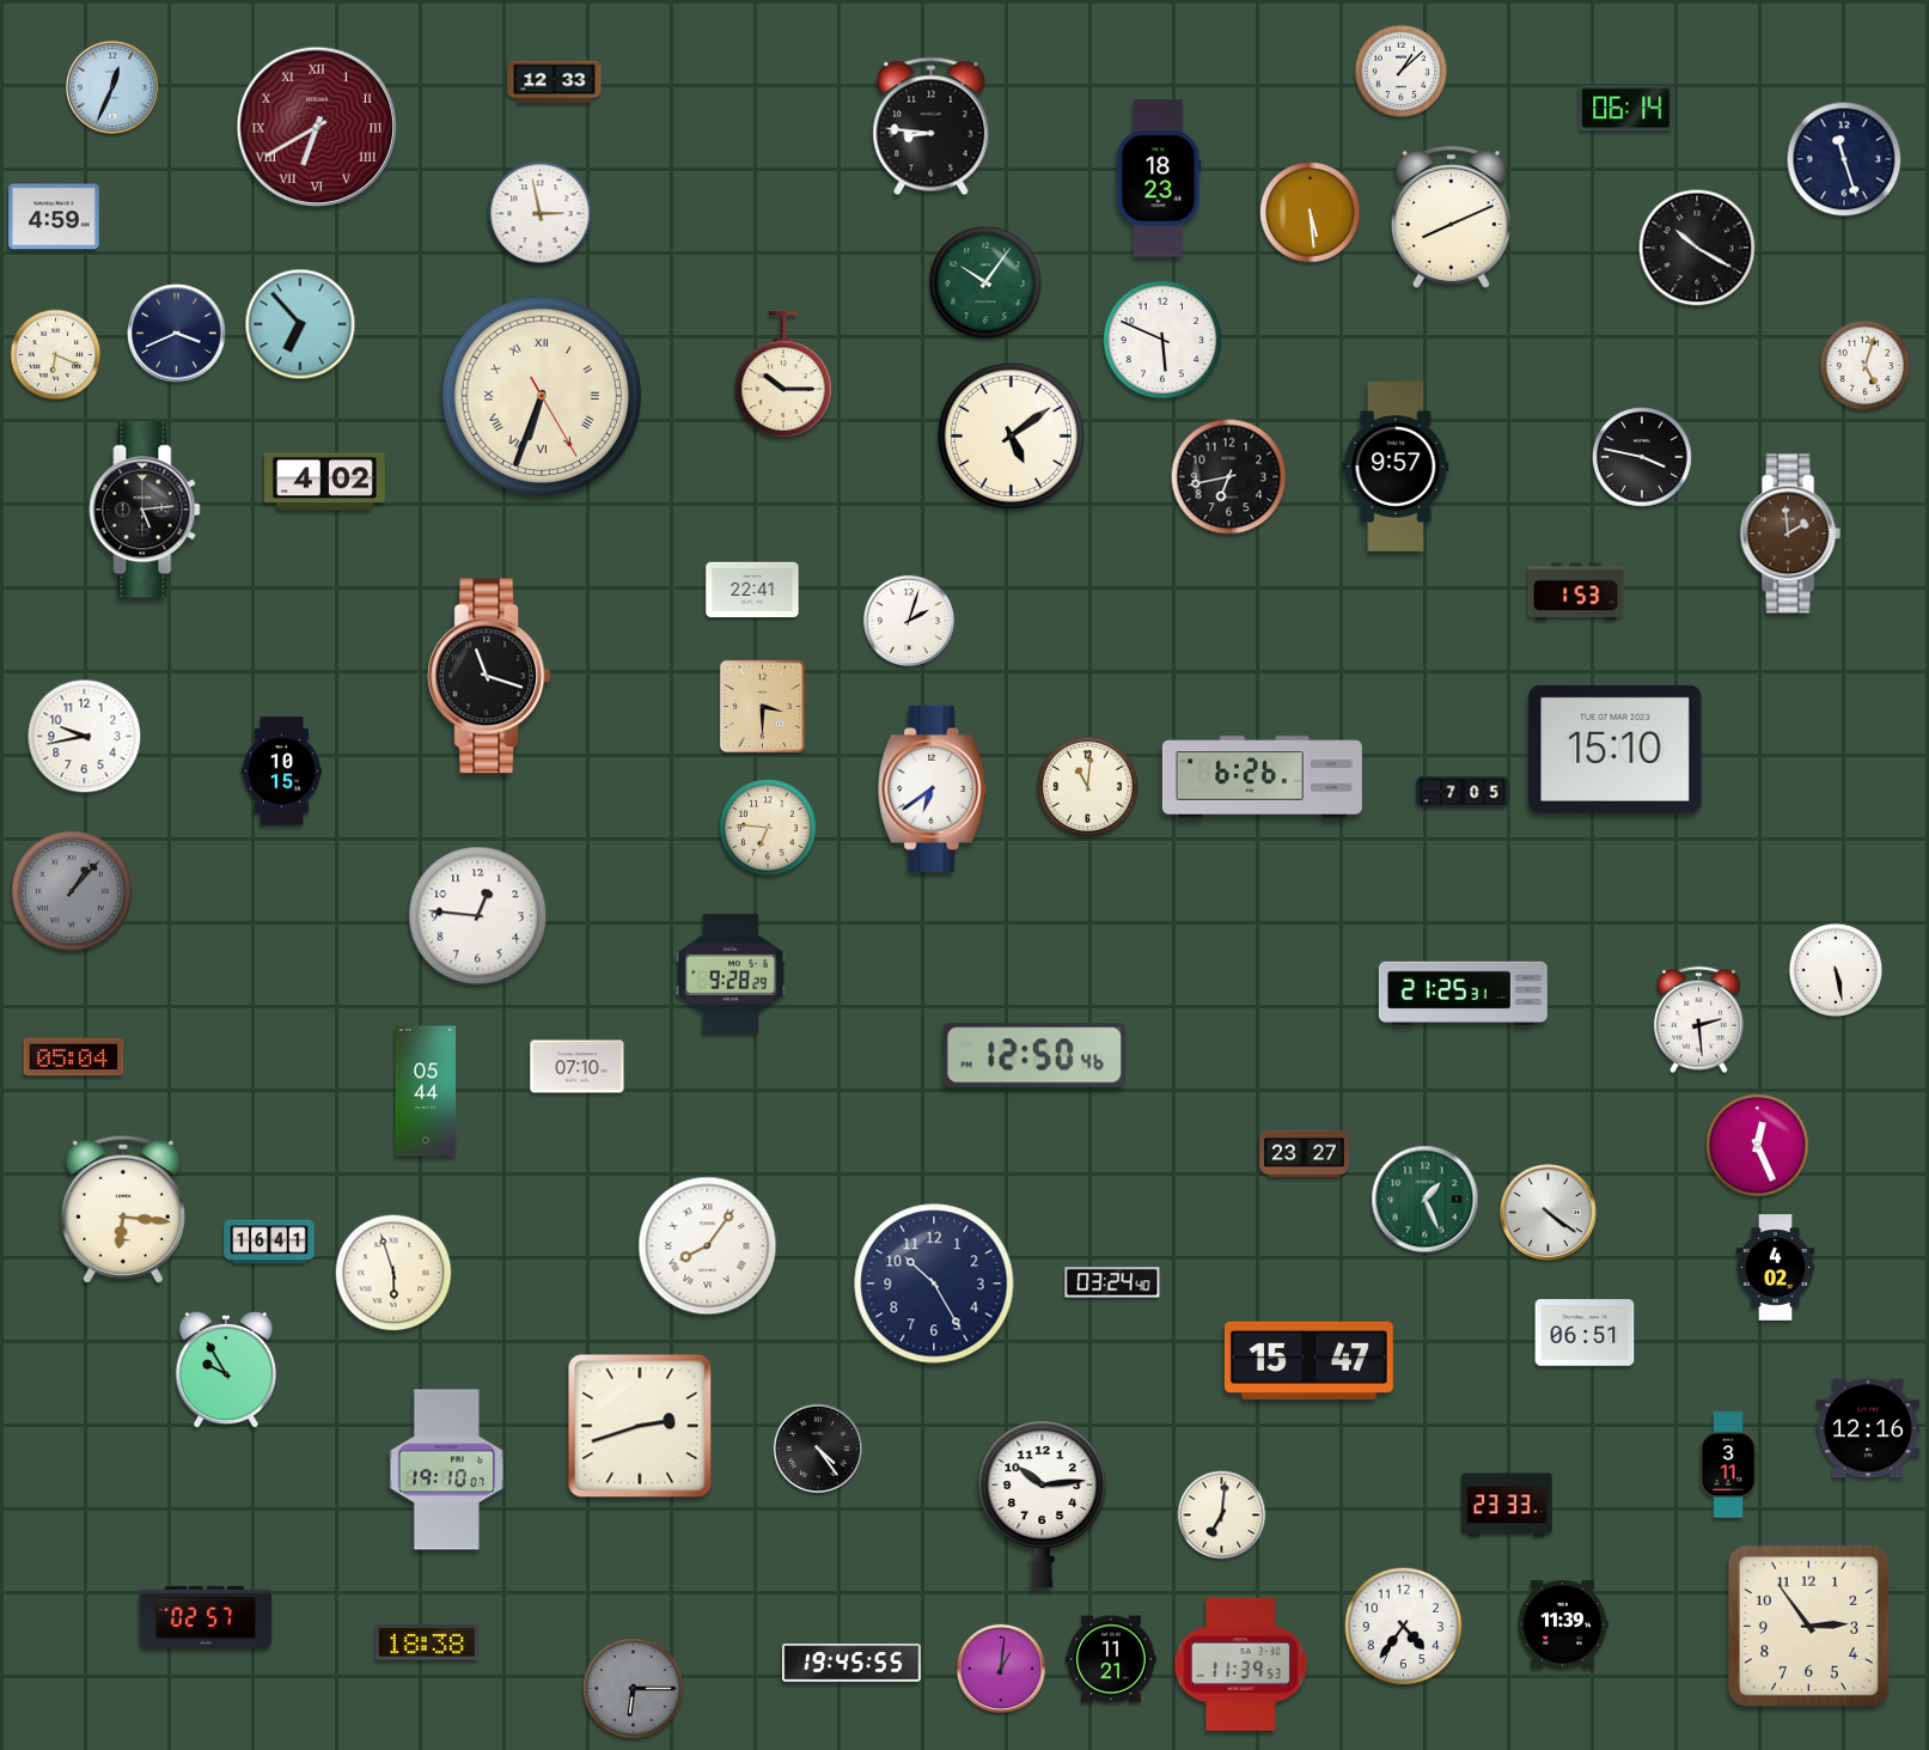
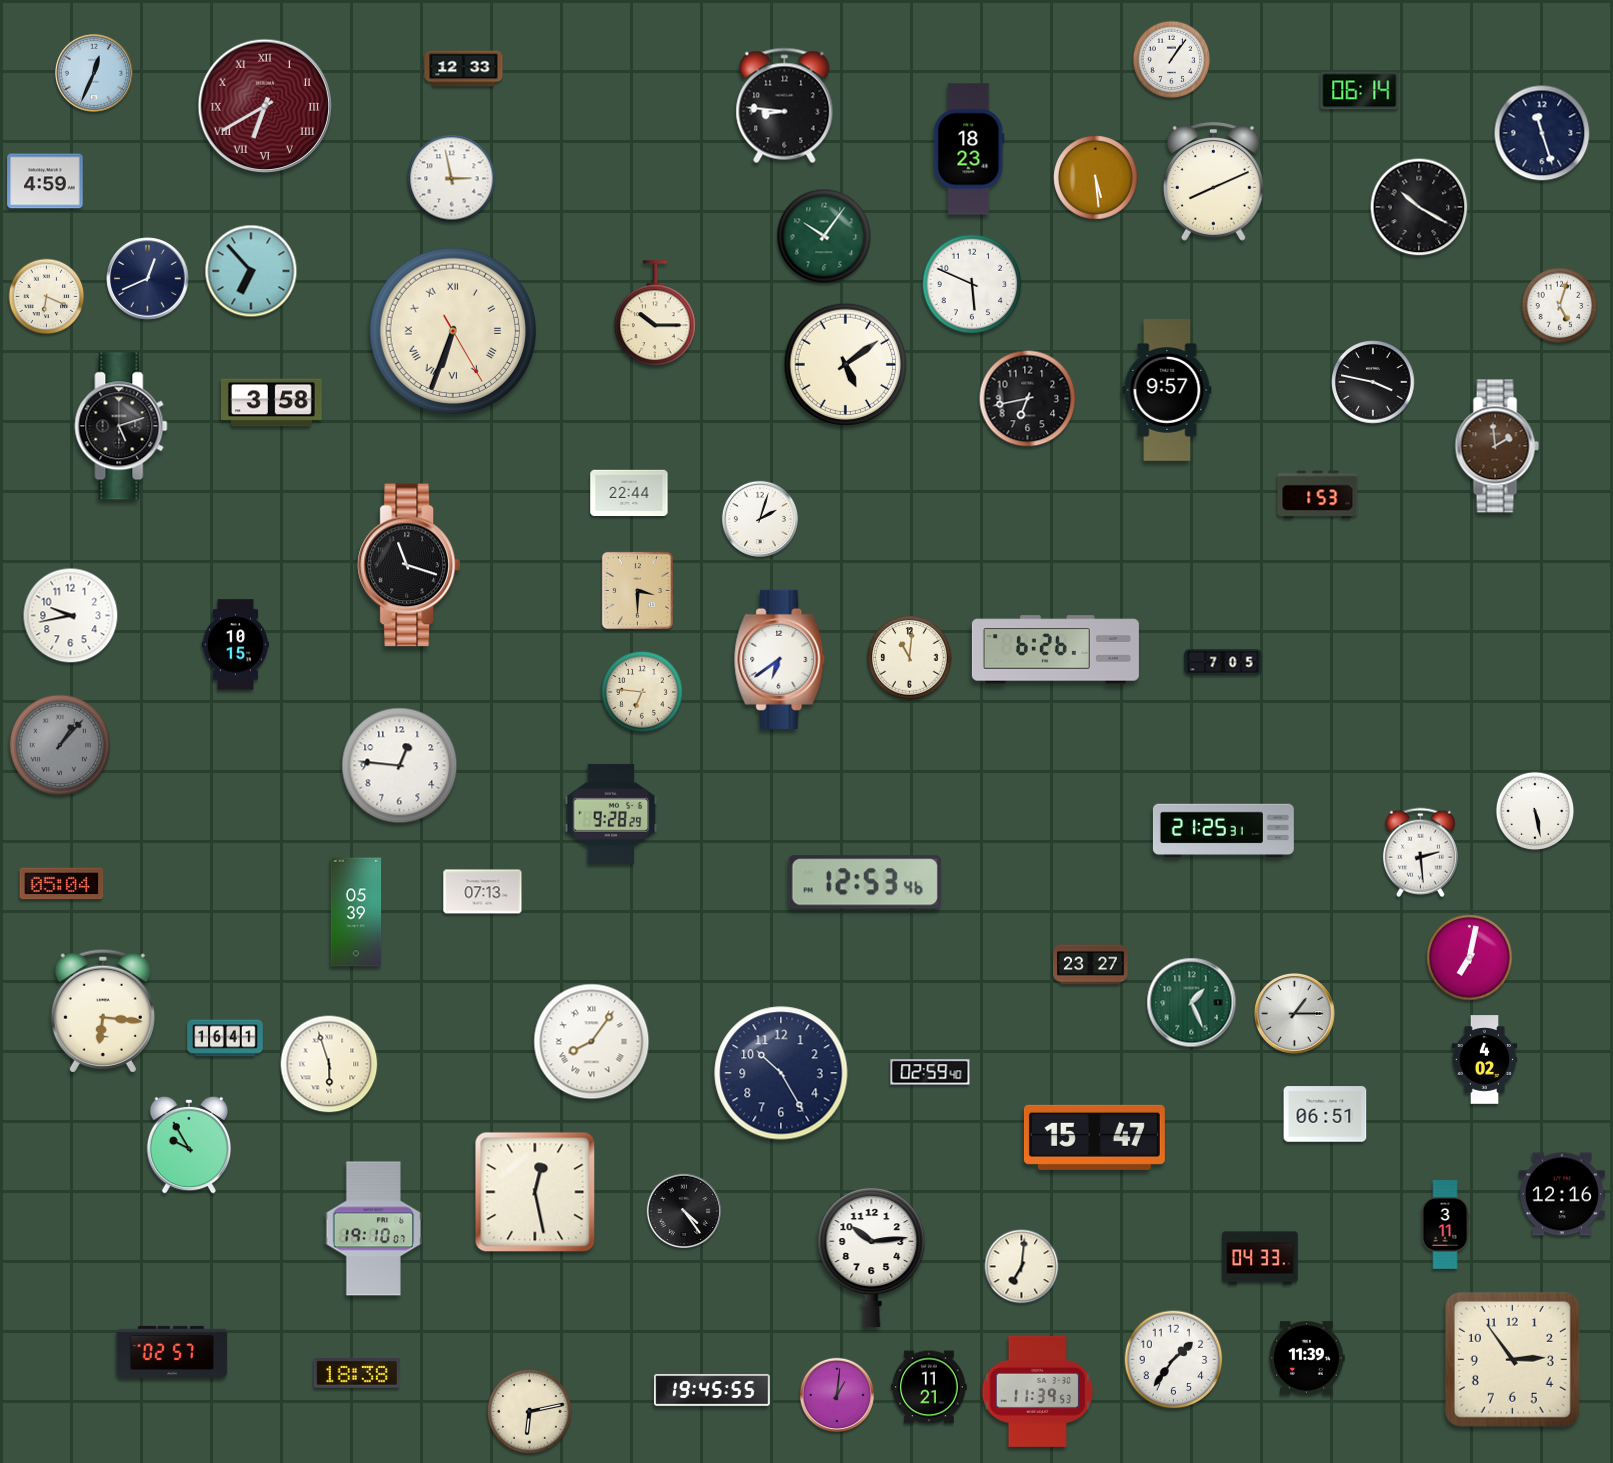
clock at (1402, 72): 1:08 -> 1:06
clock at (932, 127) position: (932, 127) -> (785, 106)
clock at (177, 334): 3:41 -> 12:41
clock at (324, 482): 4:02 -> 3:58
clock at (145, 510): 5:14 -> 5:12
clock at (752, 590): 22:41 -> 22:44
clock at (1616, 749): 15:10 -> none
clock at (1034, 1055): 12:50 -> 12:53
clock at (578, 1067): 07:10 -> 07:13
clock at (426, 1091): 05:44 -> 05:39
clock at (1758, 1146): 12:26 -> 7:02
clock at (1549, 1213): 4:21 -> 1:15
clock at (1112, 1282): 03:24 -> 02:59
clock at (640, 1426): 2:42 -> 12:28
clock at (1507, 1505): 23:33 -> 04:33
clock at (1404, 1627): 4:36 -> 1:36
clock at (634, 1689): 6:15 -> 6:13
clock at (634, 1689) dial: grey -> cream
